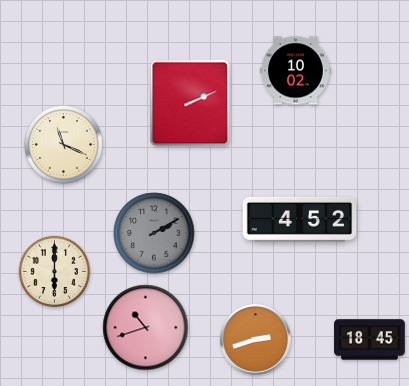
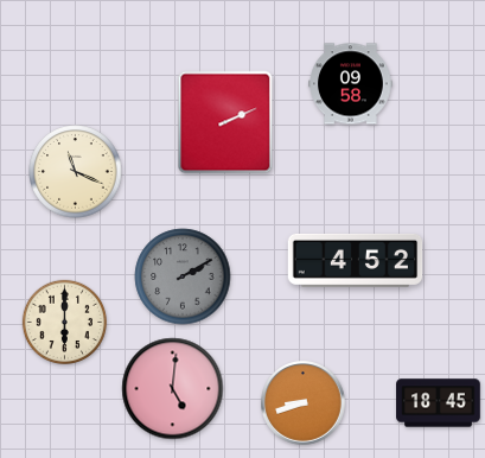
clock at (296, 71): 10:02 -> 09:58
clock at (146, 328): 10:42 -> 5:01
clock at (256, 340): 2:42 -> 8:42
